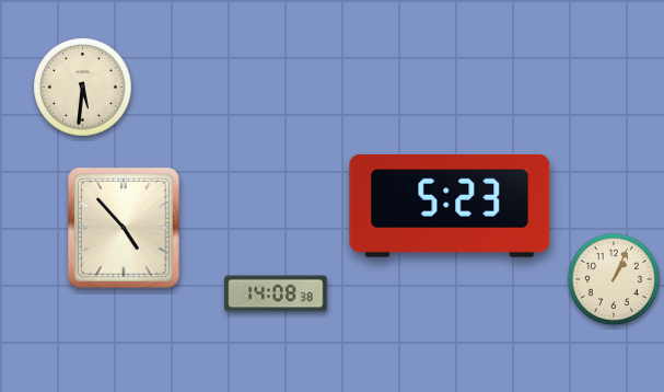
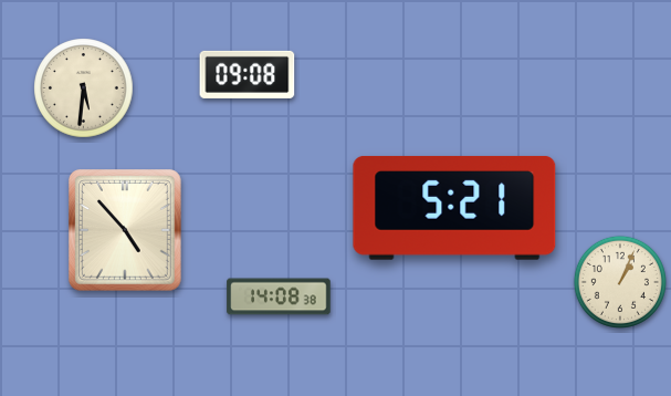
clock at (248, 74): none -> 09:08
clock at (450, 206): 5:23 -> 5:21
